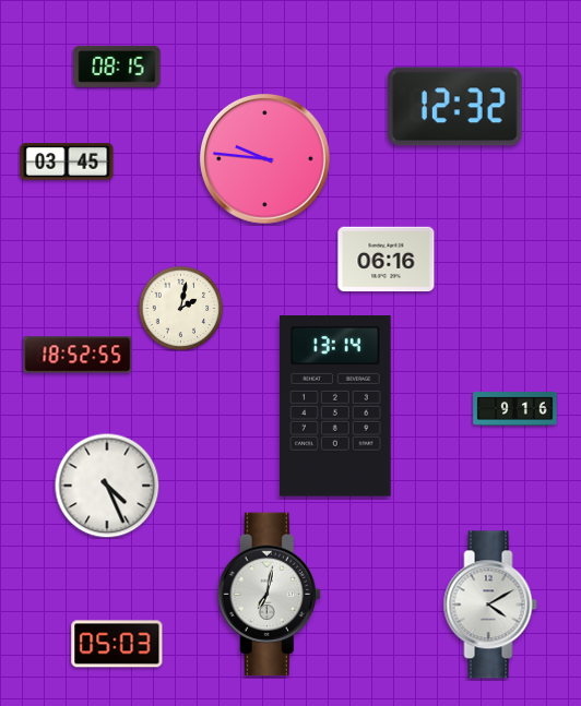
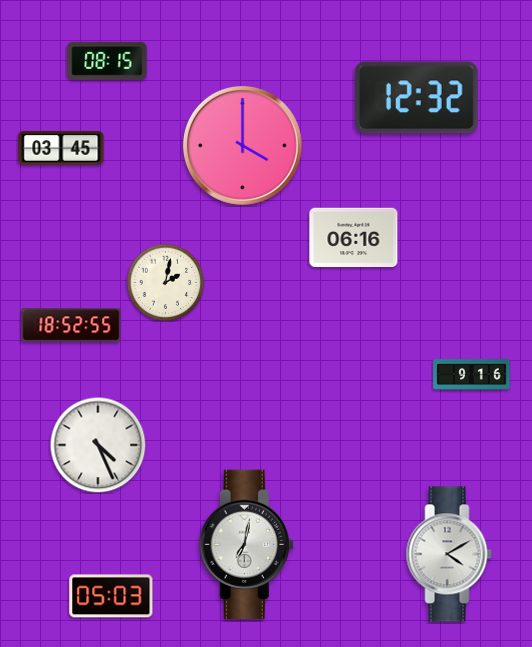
clock at (264, 158): 9:46 -> 4:00
clock at (336, 407): 13:14 -> none
clock at (117, 644) position: (117, 644) -> (111, 596)
